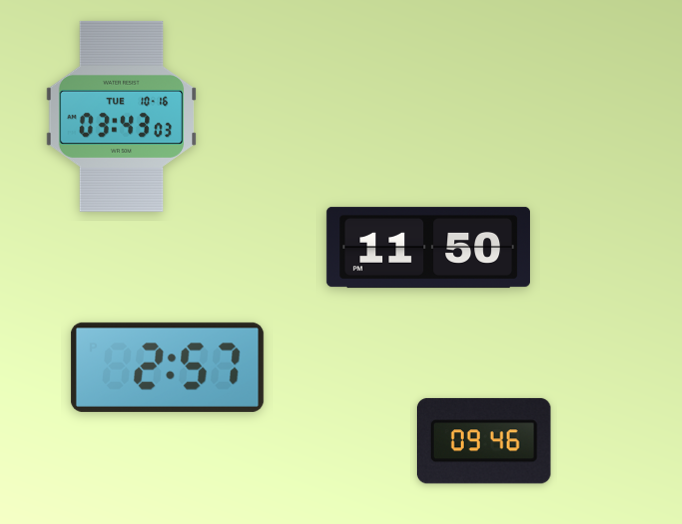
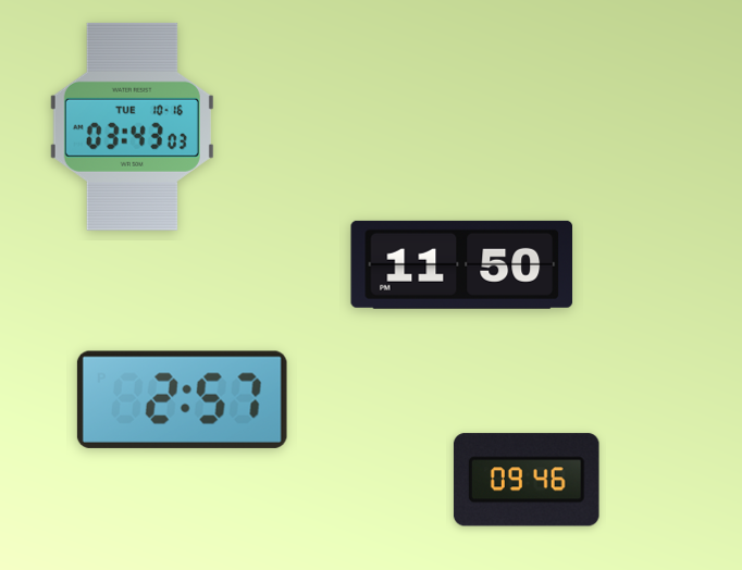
clock at (429, 247) position: (429, 247) -> (462, 264)
